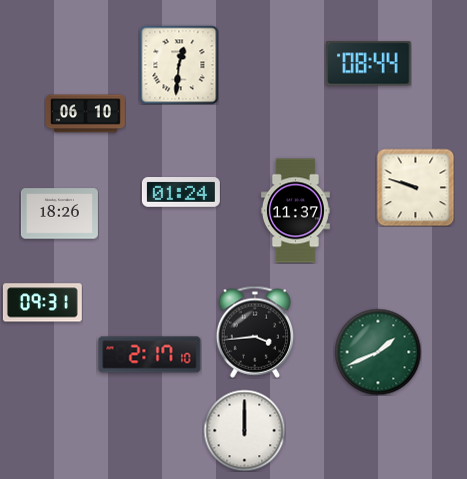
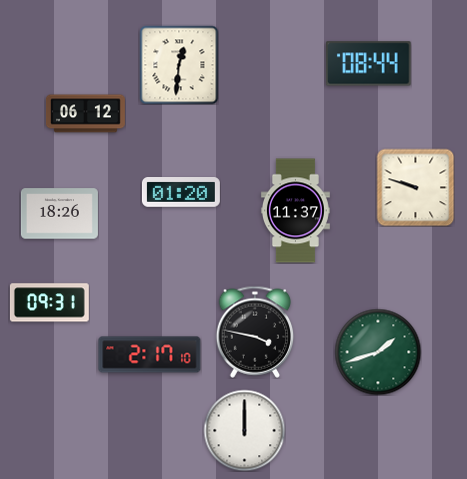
clock at (85, 114): 06:10 -> 06:12
clock at (181, 193): 01:24 -> 01:20
clock at (42, 303) position: (42, 303) -> (49, 303)
clock at (255, 332): 3:44 -> 3:47
clock at (378, 352): 1:41 -> 1:42
